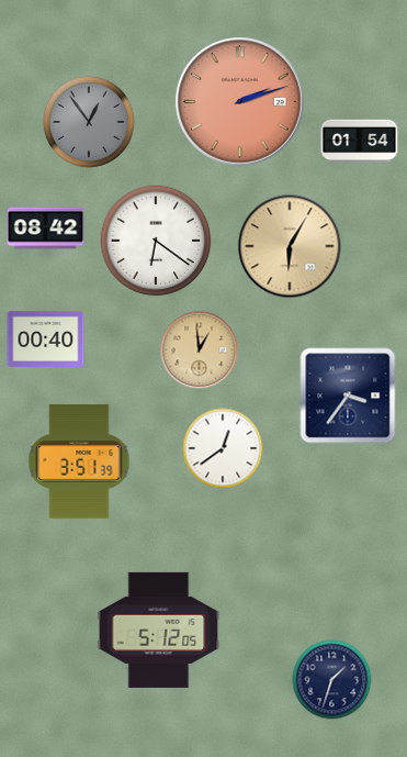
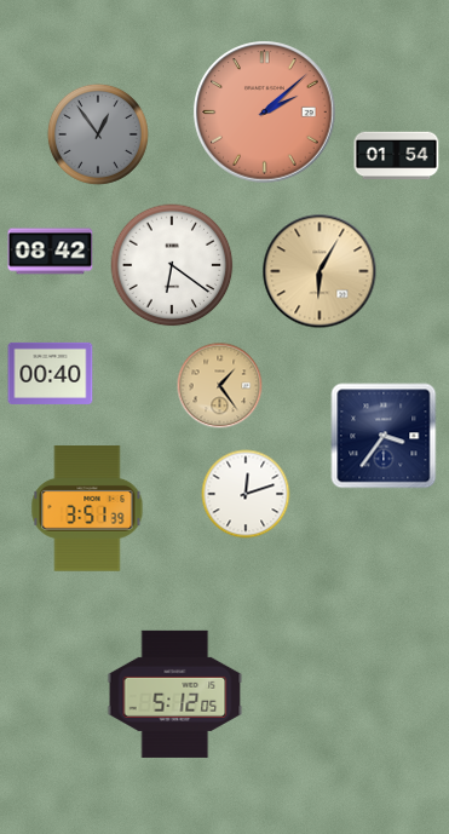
clock at (240, 102): 2:12 -> 2:08
clock at (200, 350): 12:59 -> 1:24
clock at (223, 448): 12:39 -> 12:12
clock at (332, 680): 1:33 -> none
